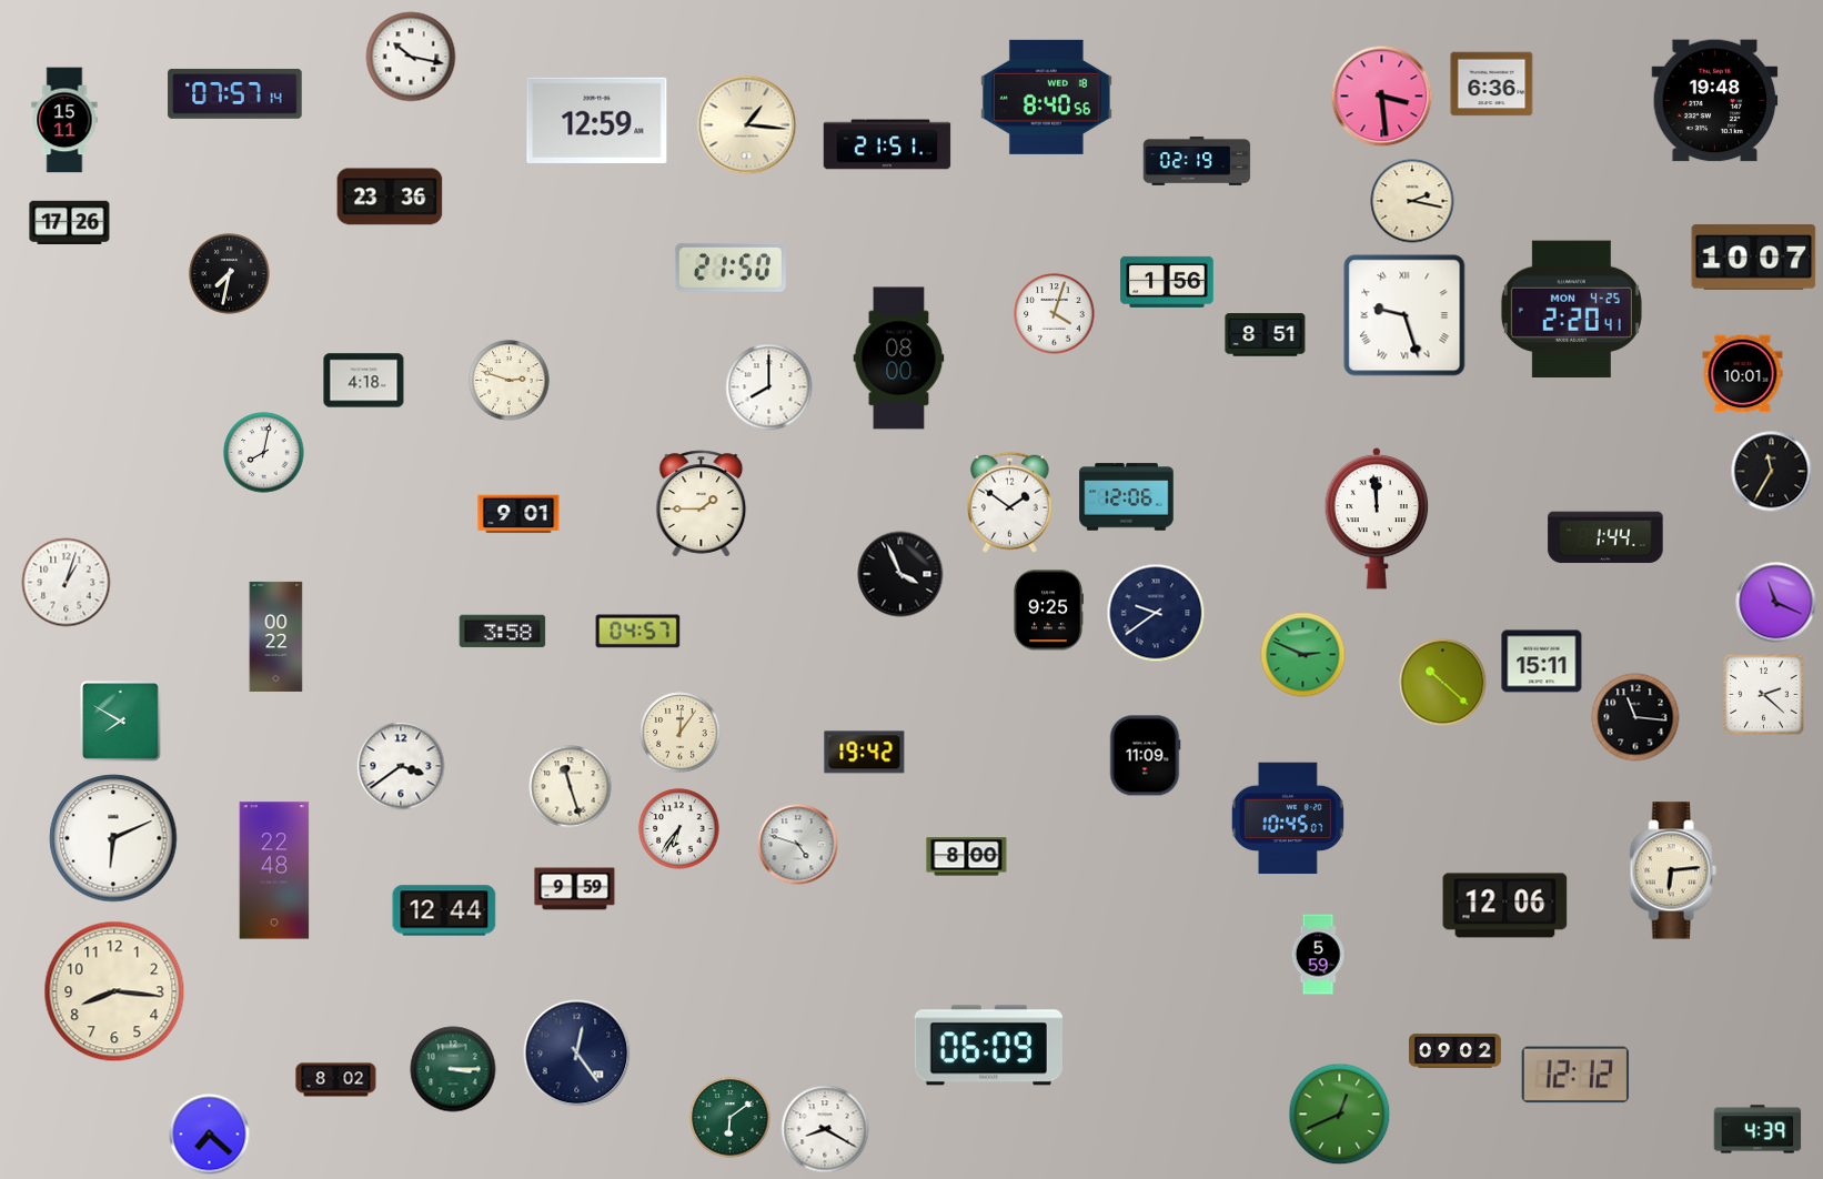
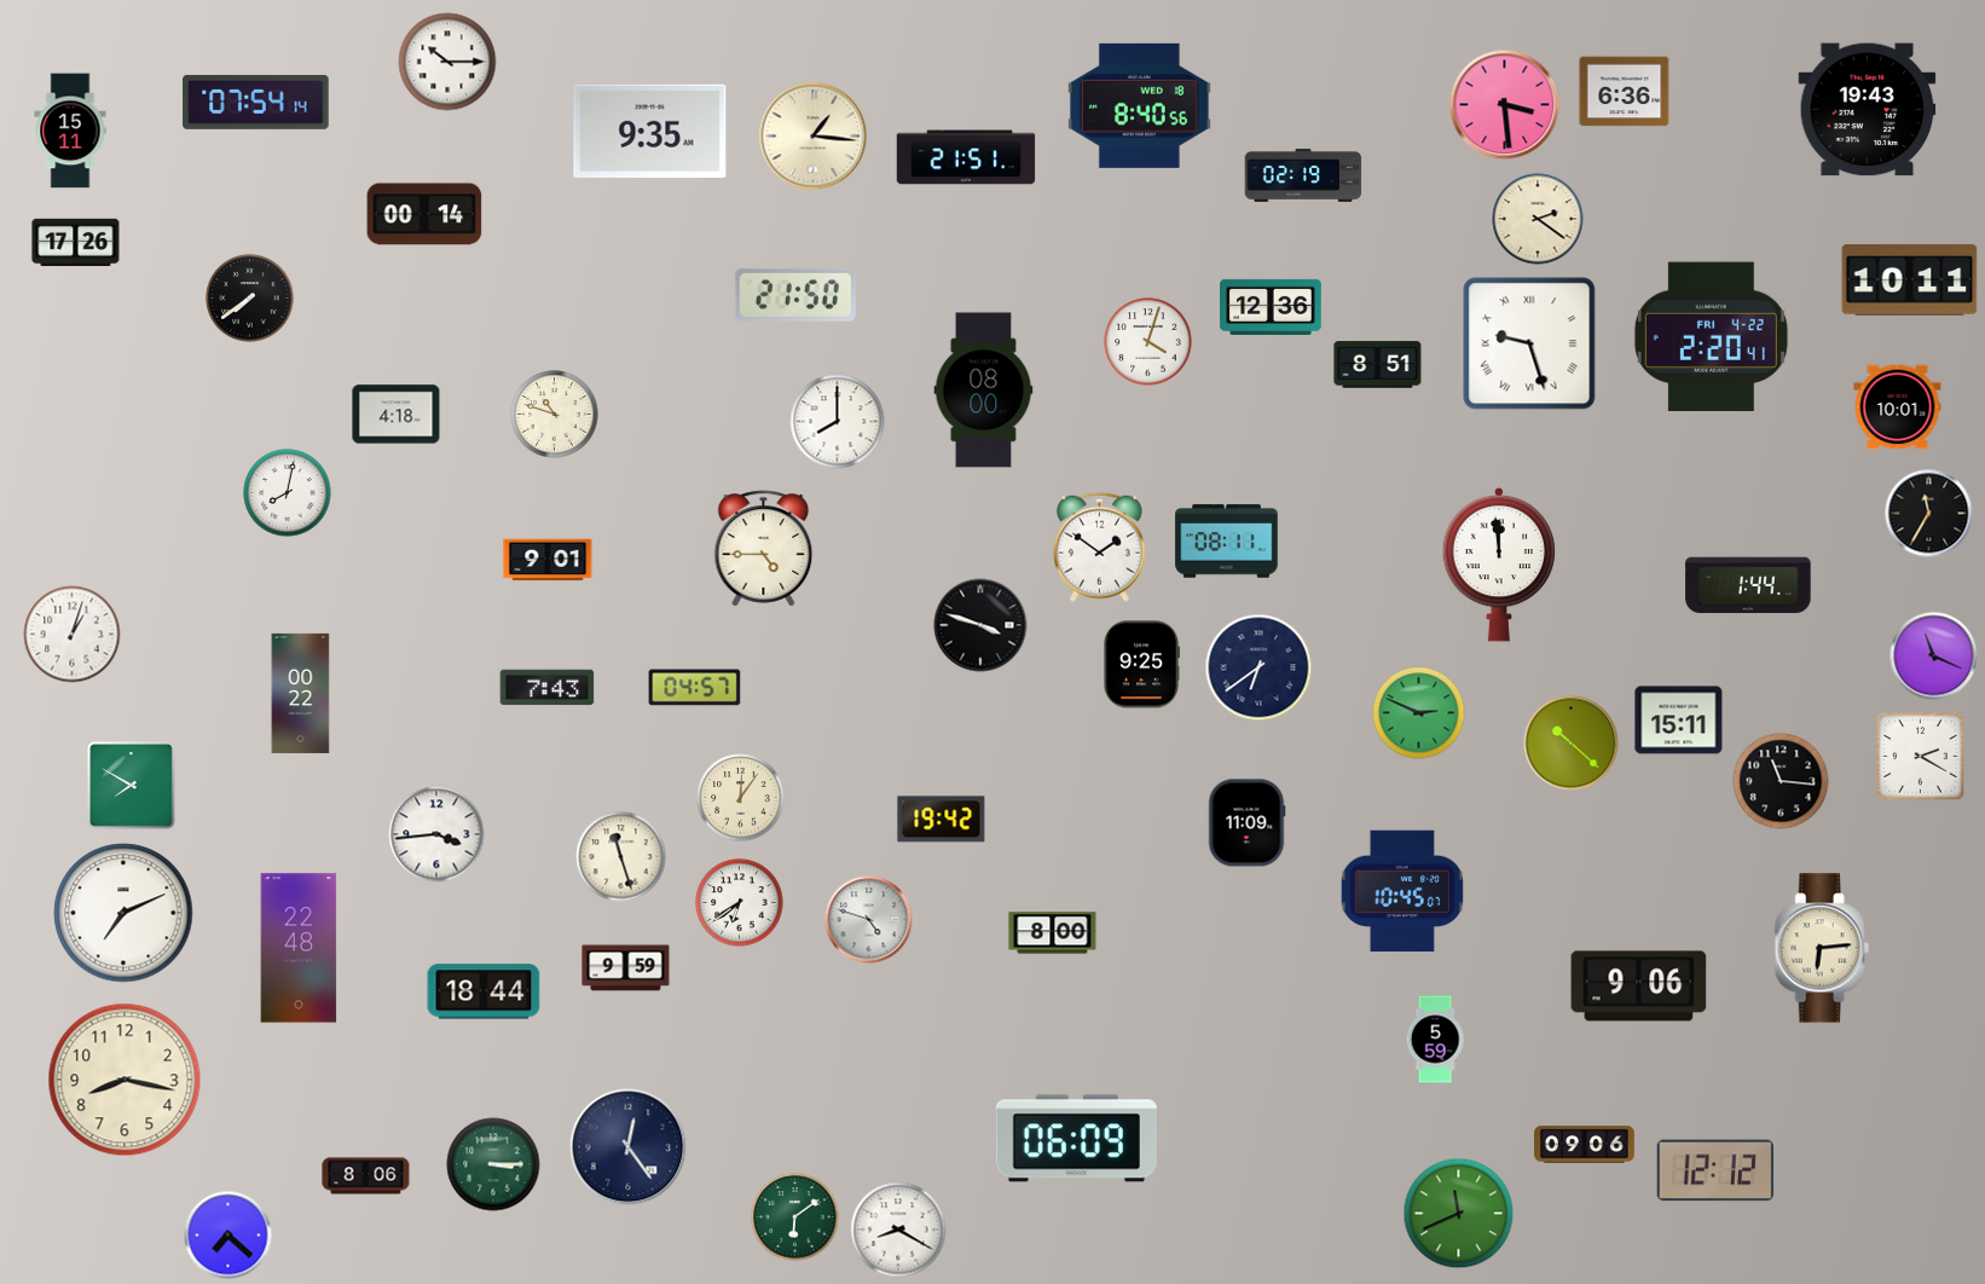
clock at (411, 57): 10:17 -> 10:15
clock at (235, 93): 07:57 -> 07:54
clock at (1715, 101): 19:48 -> 19:43
clock at (597, 120): 12:59 -> 9:35
clock at (390, 196): 23:36 -> 00:14
clock at (1412, 201): 2:17 -> 2:21
clock at (1754, 258): 10:07 -> 10:11
clock at (731, 268) position: (731, 268) -> (795, 295)
clock at (230, 274): 7:32 -> 7:39
clock at (1167, 282): 1:56 -> 12:36
clock at (1571, 310) date: MON 4-25 -> FRI 4-22
clock at (899, 359) position: (899, 359) -> (984, 391)
clock at (510, 381): 2:48 -> 10:48
clock at (1127, 497): 12:06 -> 08:11
clock at (702, 504): 1:45 -> 4:45
clock at (518, 514) position: (518, 514) -> (548, 560)
clock at (900, 574): 3:56 -> 3:48
clock at (1156, 613): 9:39 -> 6:39
clock at (503, 632): 3:58 -> 7:43
clock at (1764, 695): 2:22 -> 2:20
clock at (401, 766): 3:39 -> 3:44
clock at (679, 829): 6:36 -> 6:39
clock at (113, 838): 6:11 -> 7:11
clock at (1505, 906): 12:06 -> 9:06
clock at (444, 910): 12:44 -> 18:44
clock at (114, 991): 8:16 -> 8:17
clock at (1456, 1051): 09:02 -> 09:06
clock at (336, 1080): 8:02 -> 8:06
clock at (1340, 1115): 12:41 -> 11:41
clock at (1757, 1129): 4:39 -> none
